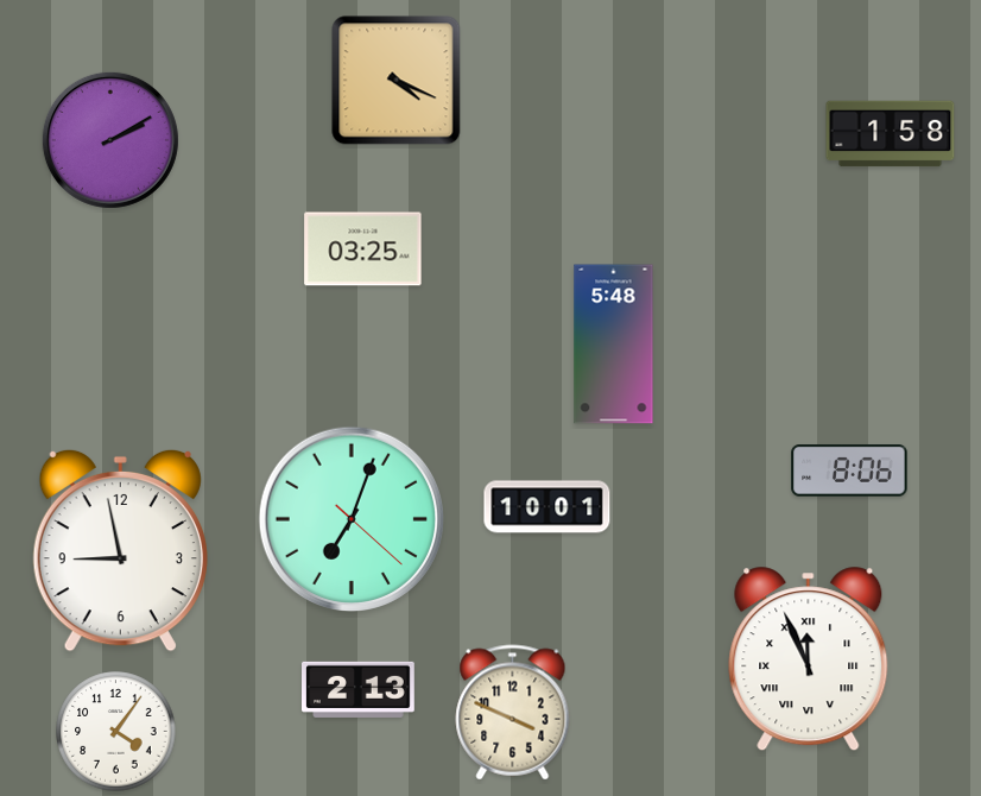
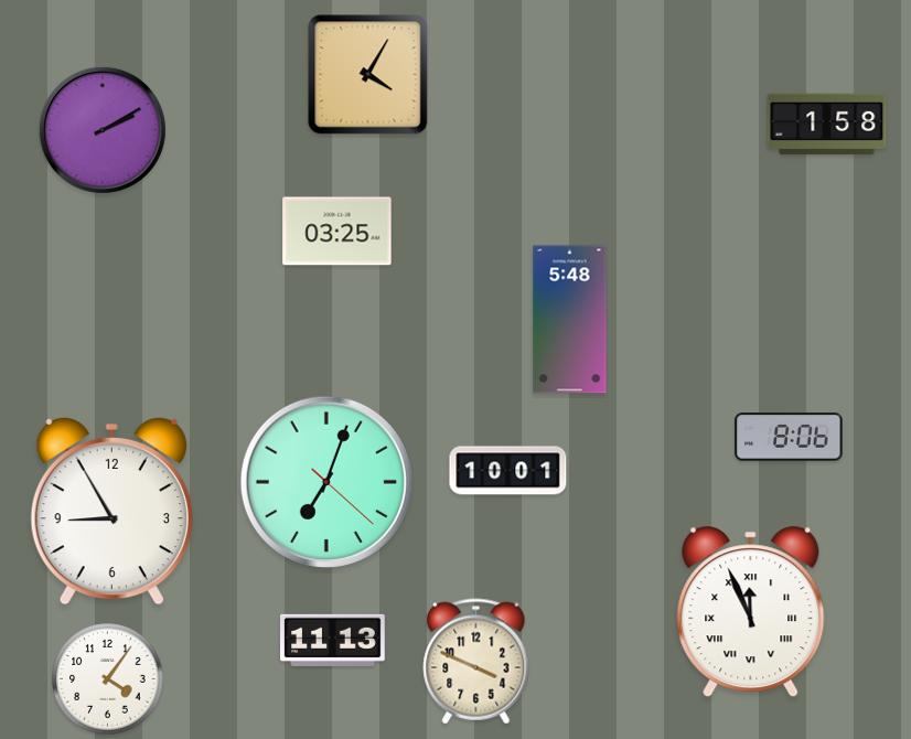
clock at (397, 81): 4:19 -> 4:05
clock at (120, 550): 8:58 -> 8:55
clock at (359, 689): 2:13 -> 11:13
